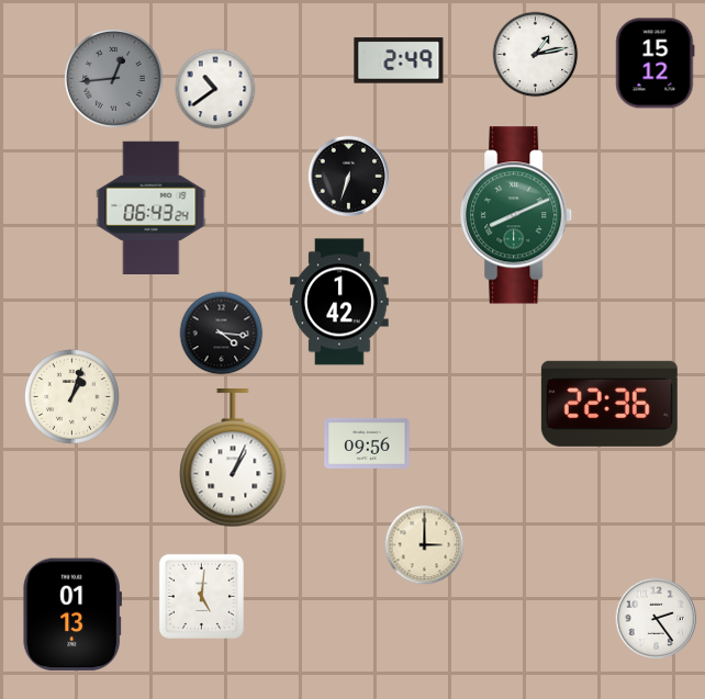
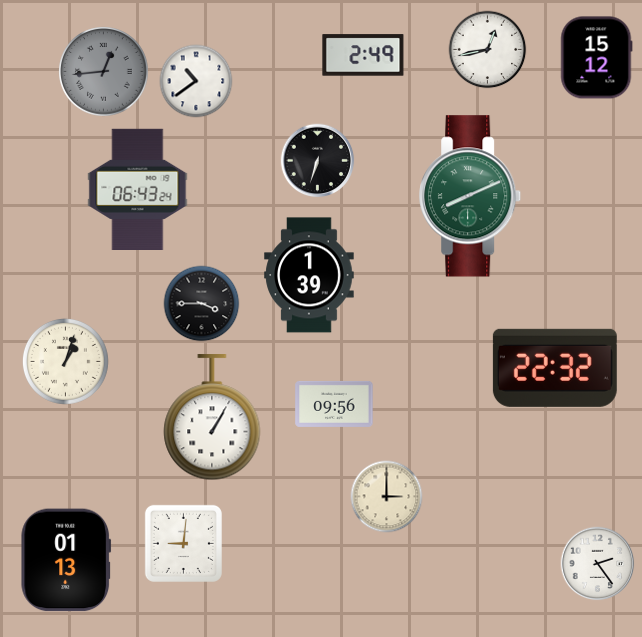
clock at (536, 55): 1:13 -> 12:43
clock at (339, 302): 1:42 -> 1:39
clock at (222, 334): 4:16 -> 3:45
clock at (609, 404): 22:36 -> 22:32
clock at (233, 459): 1:04 -> 1:05
clock at (201, 596): 5:01 -> 9:01
